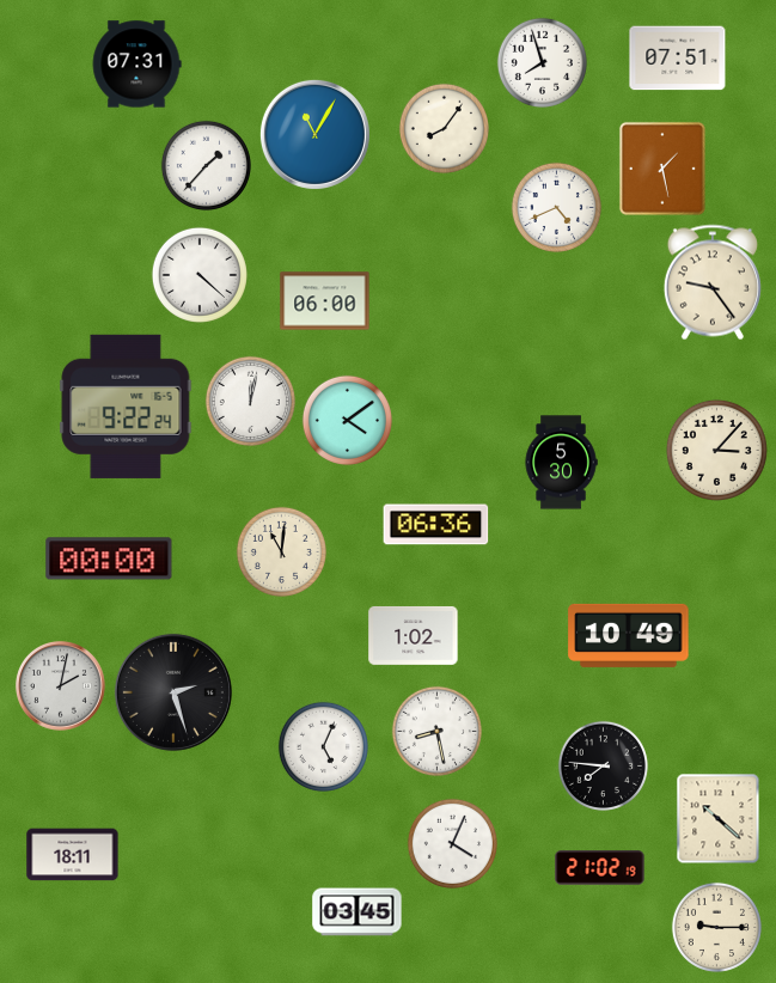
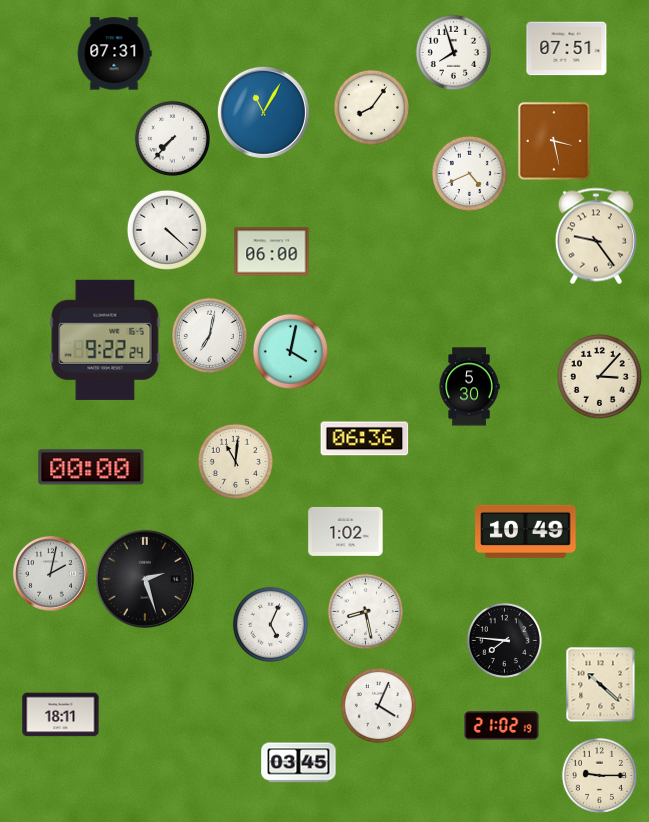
clock at (206, 165): 1:37 -> 7:37
clock at (662, 169): 1:28 -> 3:28
clock at (556, 207) position: (556, 207) -> (469, 173)
clock at (250, 401): 12:02 -> 7:02
clock at (347, 420): 4:09 -> 4:02
